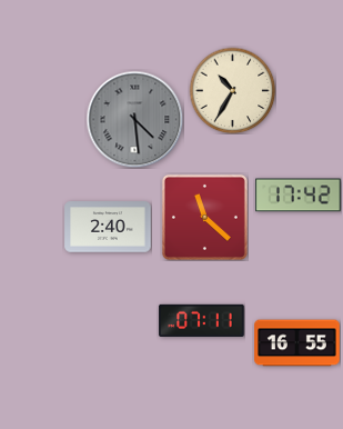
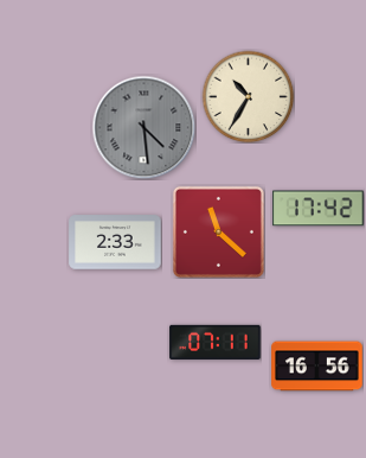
clock at (108, 227): 2:40 -> 2:33
clock at (297, 343): 16:55 -> 16:56
